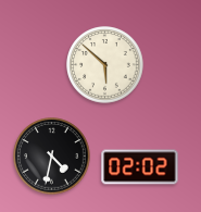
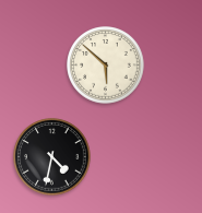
clock at (140, 167): 02:02 -> none
